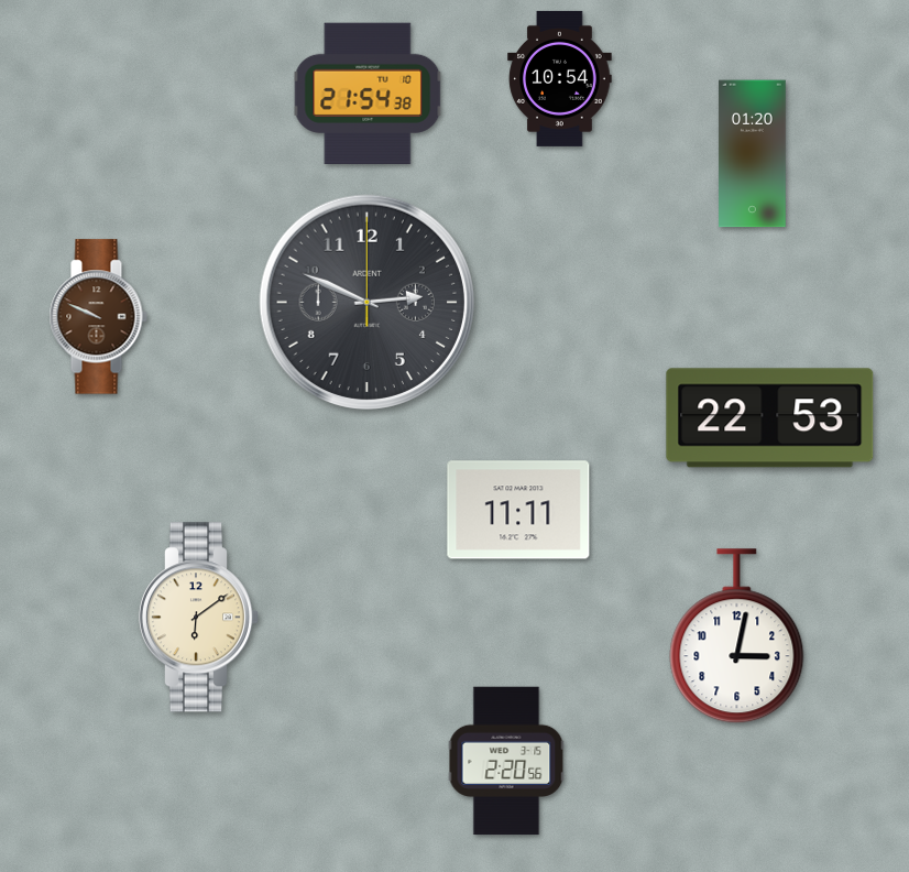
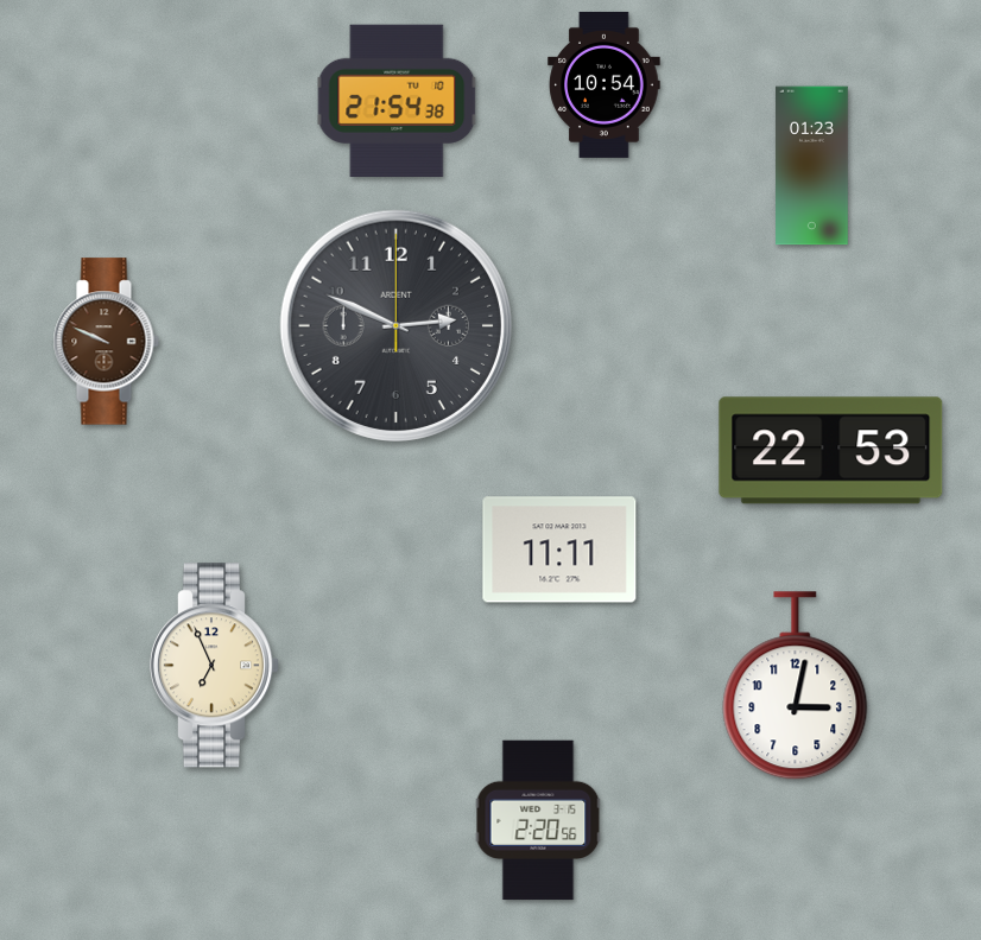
clock at (753, 154): 01:20 -> 01:23
clock at (198, 618): 6:09 -> 6:56
clock at (506, 761) position: (506, 761) -> (538, 820)
